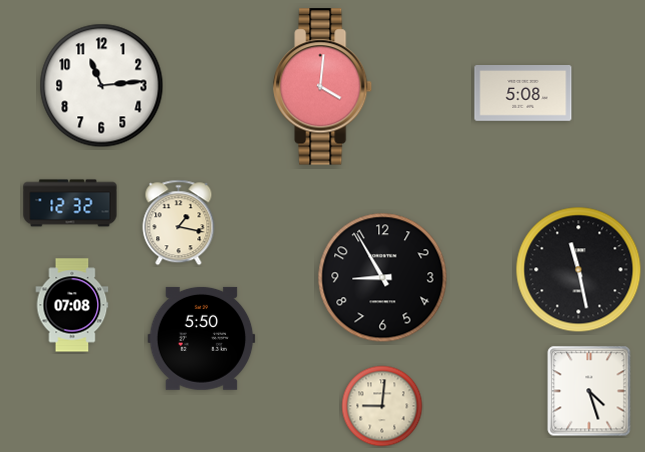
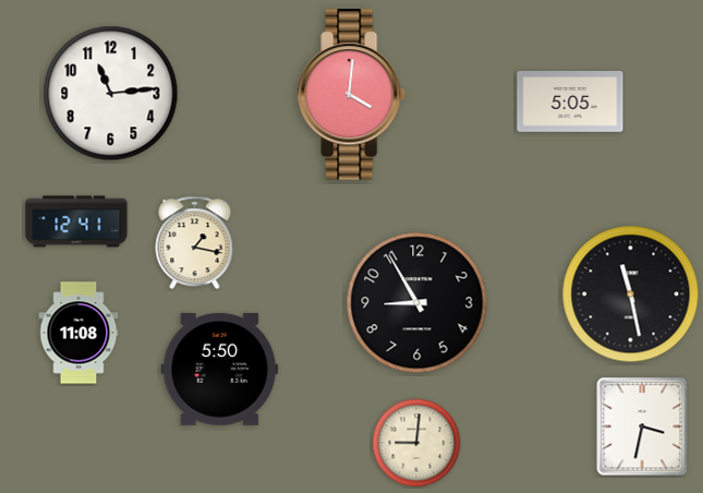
clock at (523, 94): 5:08 -> 5:05
clock at (70, 203): 12:32 -> 12:41
clock at (72, 305): 07:08 -> 11:08
clock at (589, 391): 4:27 -> 3:32
